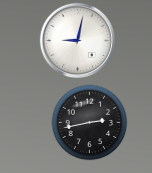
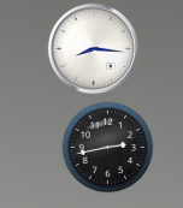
clock at (77, 40): 9:02 -> 8:16
